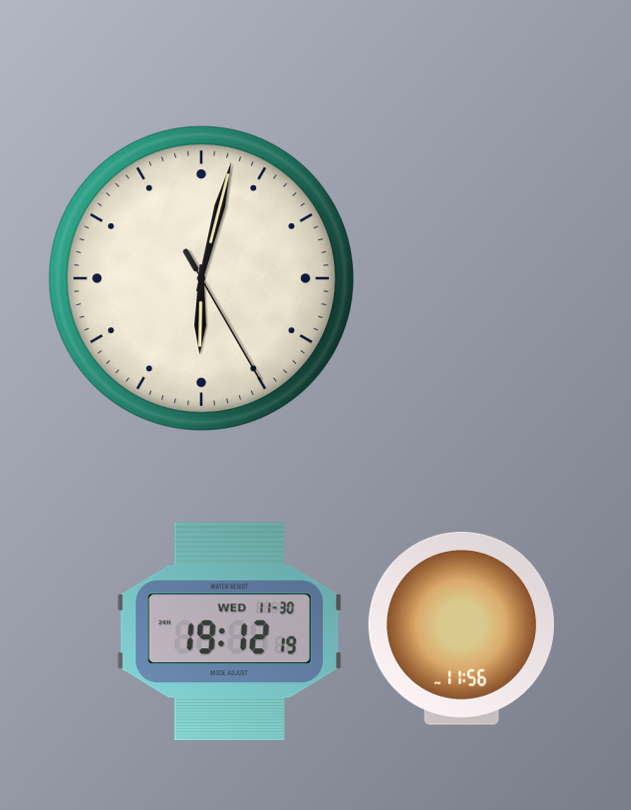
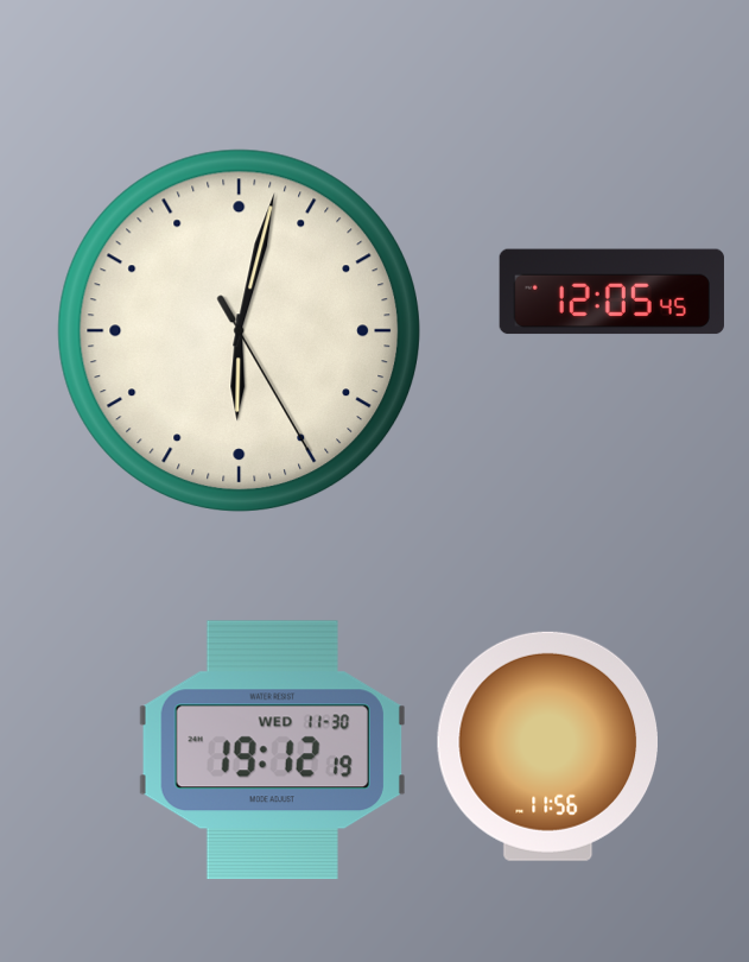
clock at (611, 292): none -> 12:05
